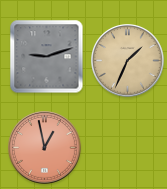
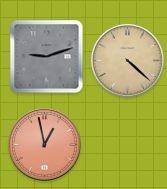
clock at (128, 61): 1:34 -> 4:22
clock at (45, 148) position: (45, 148) -> (45, 145)
